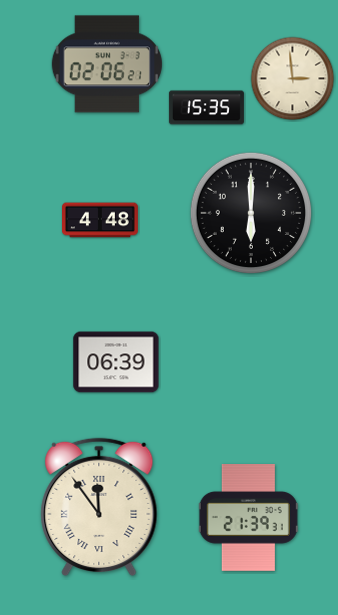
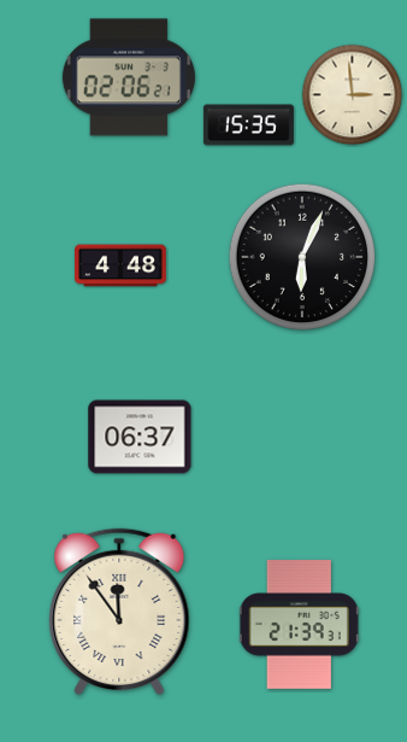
clock at (206, 108) position: (206, 108) -> (248, 125)
clock at (251, 213): 6:00 -> 6:04
clock at (116, 362): 06:39 -> 06:37
